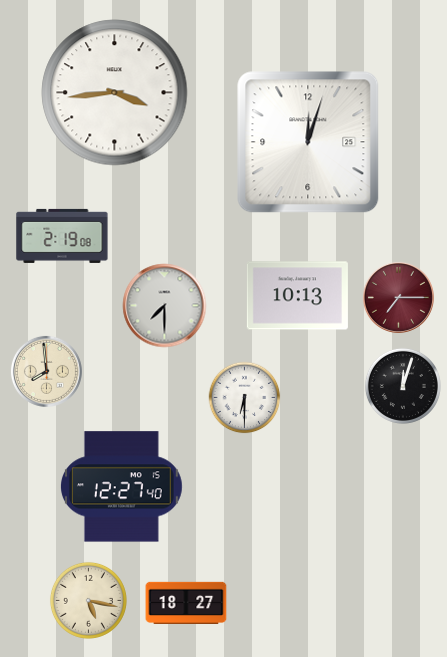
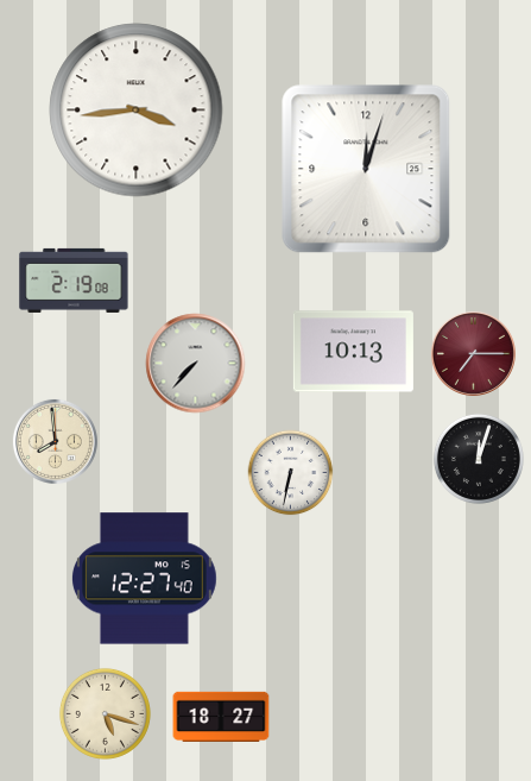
clock at (165, 306): 7:30 -> 7:37
clock at (245, 398): 6:30 -> 6:32
clock at (88, 600): 5:17 -> 5:18
